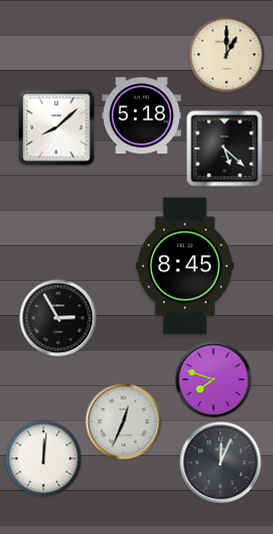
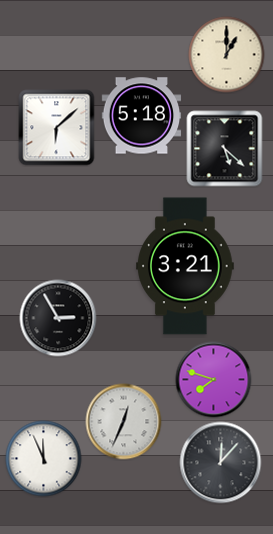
clock at (57, 128): 8:08 -> 6:08
clock at (186, 266): 8:45 -> 3:21
clock at (44, 459): 12:01 -> 11:56
clock at (221, 463): 12:04 -> 12:07
